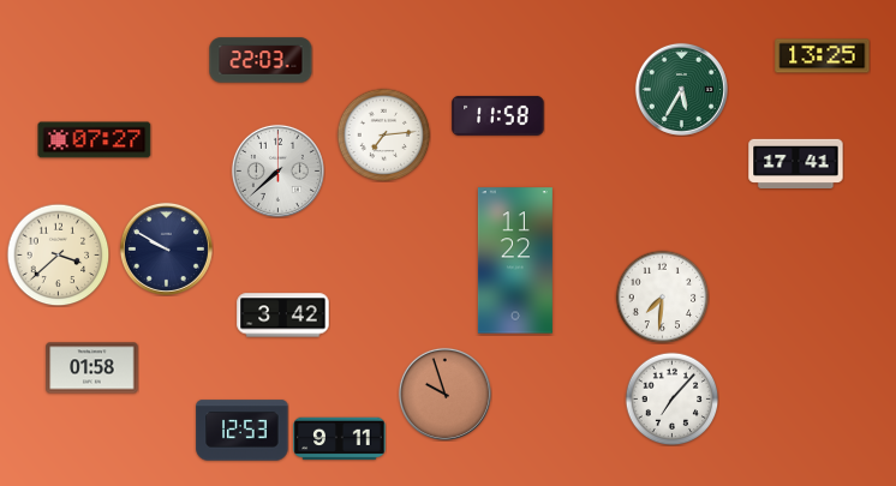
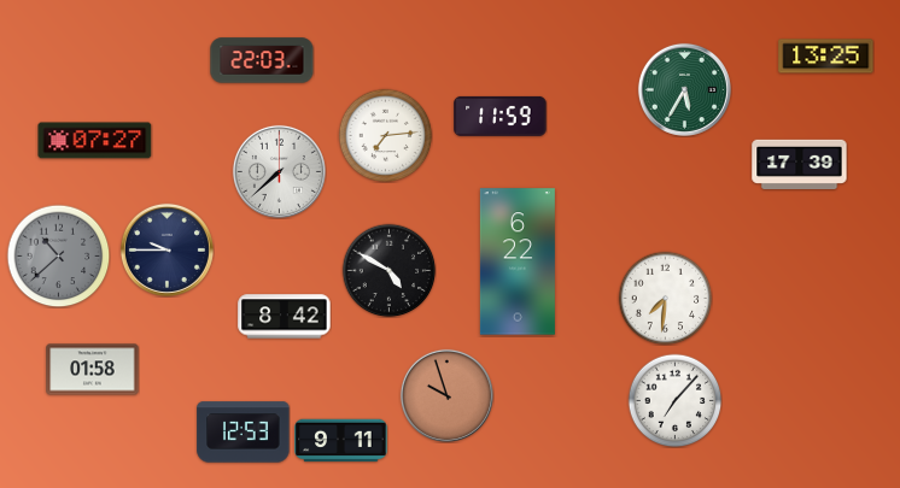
clock at (498, 115): 11:58 -> 11:59
clock at (796, 163): 17:41 -> 17:39
clock at (166, 248): 9:50 -> 9:45
clock at (58, 254): 3:38 -> 10:38
clock at (58, 254) dial: cream -> grey
clock at (515, 260): 11:22 -> 6:22
clock at (388, 270): none -> 4:50
clock at (283, 316): 3:42 -> 8:42
